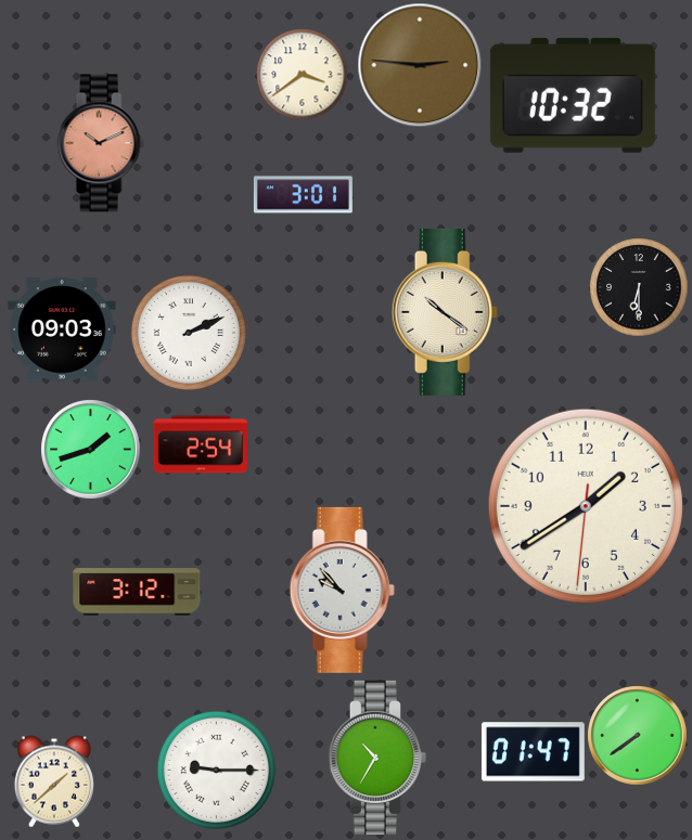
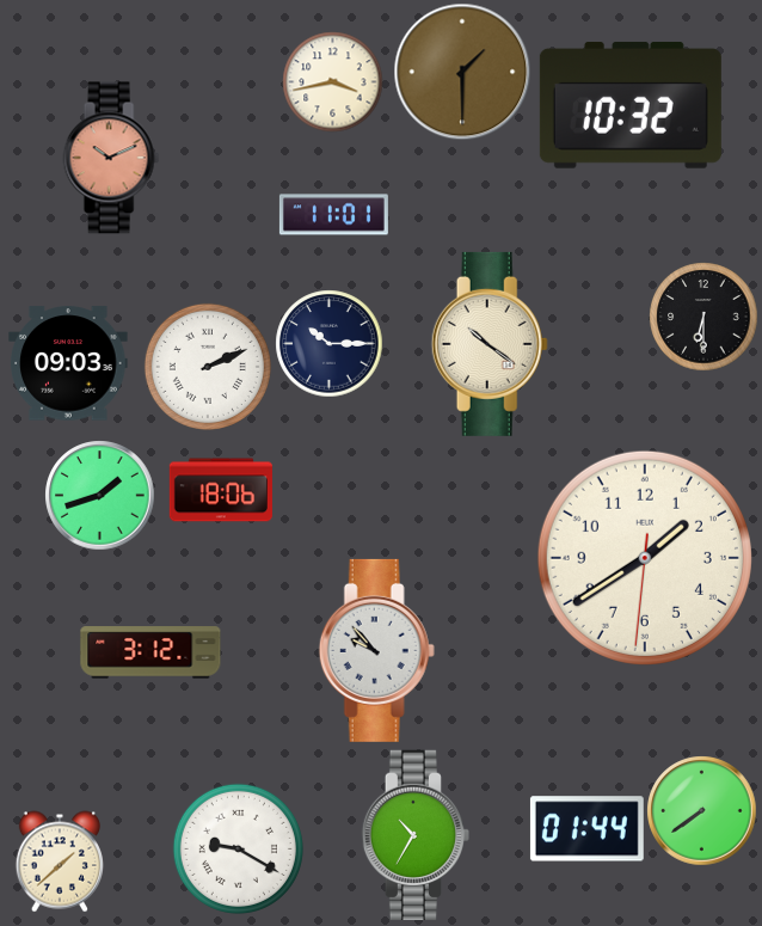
clock at (420, 65): 2:46 -> 1:30
clock at (302, 74): 3:39 -> 3:43
clock at (303, 195): 3:01 -> 11:01
clock at (328, 343): none -> 10:15
clock at (201, 444): 2:54 -> 18:06
clock at (533, 752): 01:47 -> 01:44
clock at (216, 770): 9:15 -> 9:20
